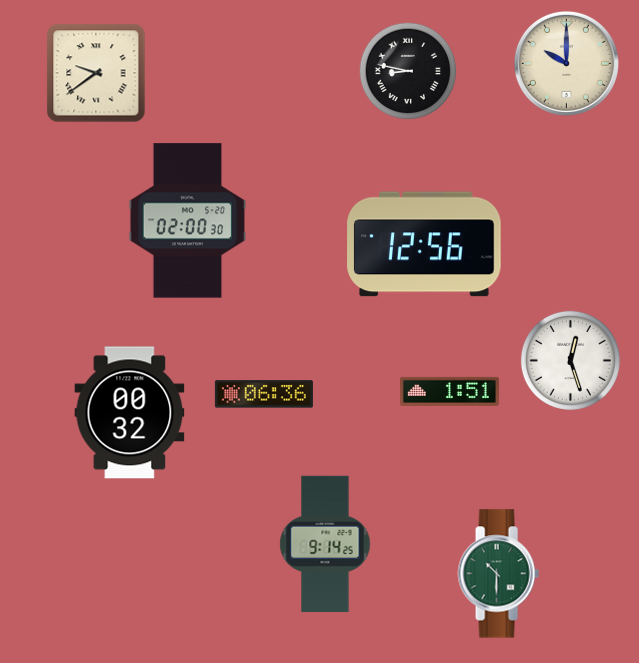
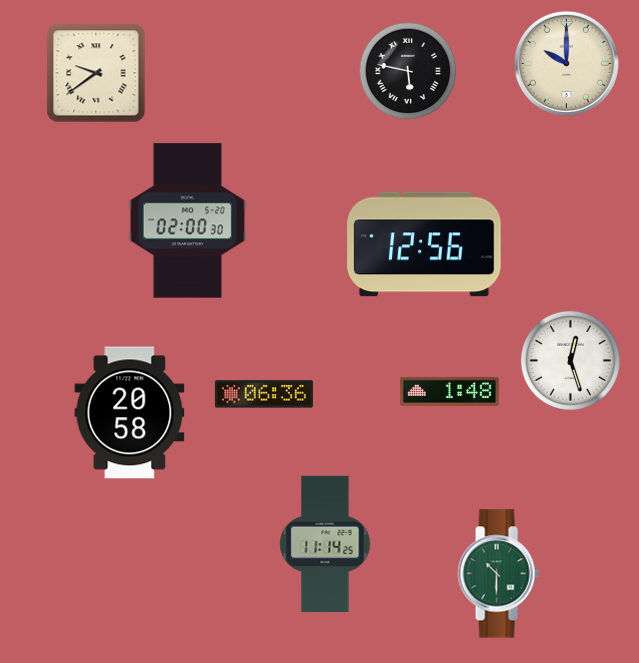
clock at (408, 71): 8:47 -> 5:47
clock at (449, 391): 1:51 -> 1:48
clock at (130, 413): 00:32 -> 20:58
clock at (325, 543): 9:14 -> 11:14
